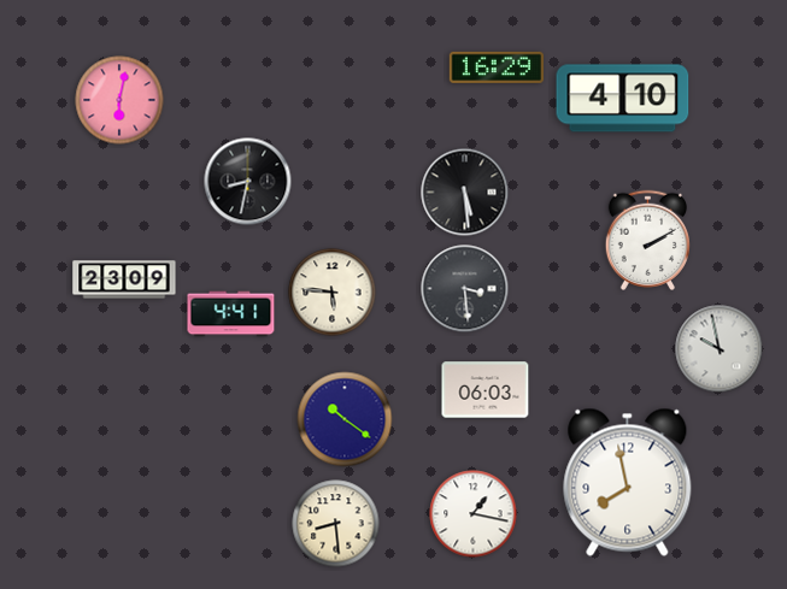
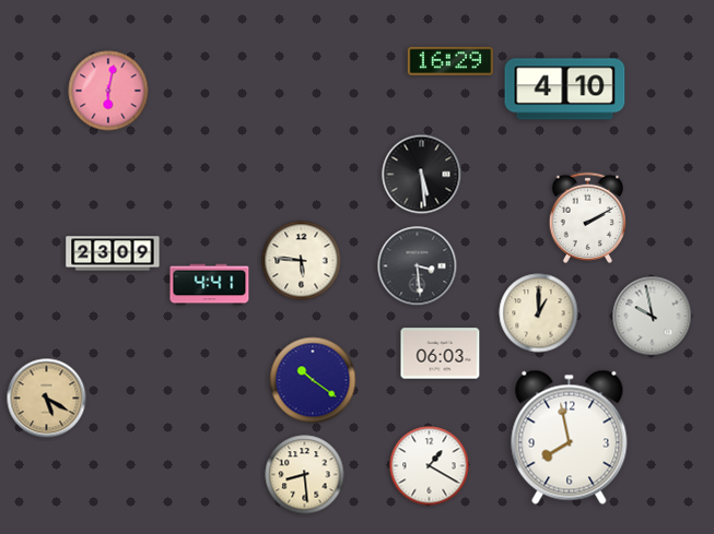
clock at (248, 182): 8:32 -> none
clock at (465, 289) position: (465, 289) -> (418, 266)
clock at (333, 293) position: (333, 293) -> (302, 261)
clock at (539, 313): none -> 1:00
clock at (47, 399): none -> 5:20
clock at (474, 514): 1:17 -> 1:20
